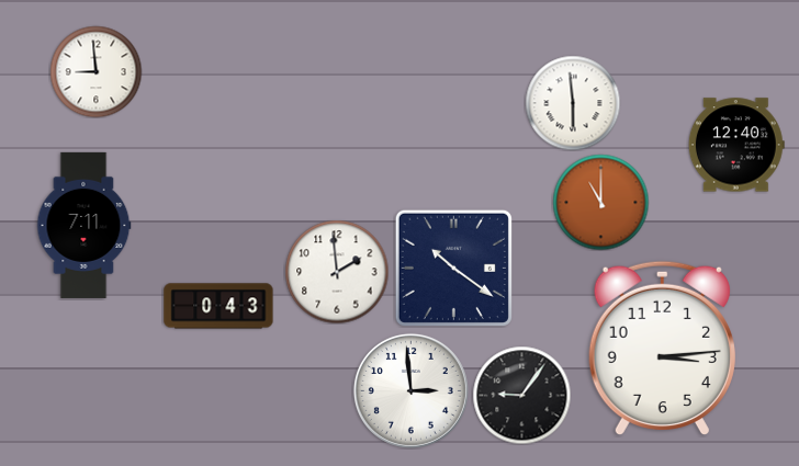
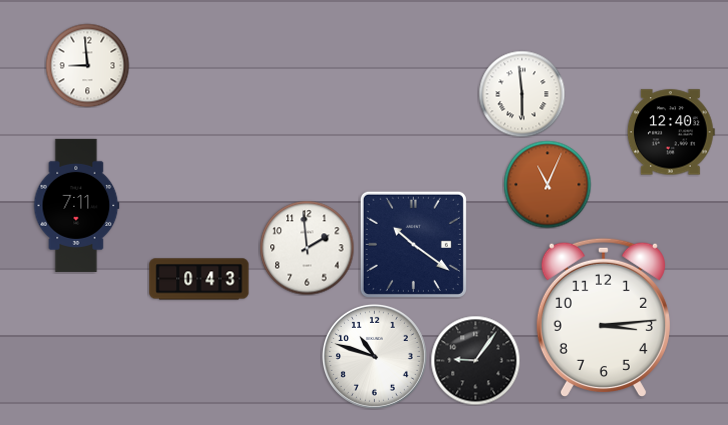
clock at (600, 202): 11:00 -> 11:04
clock at (410, 390): 2:59 -> 10:48
